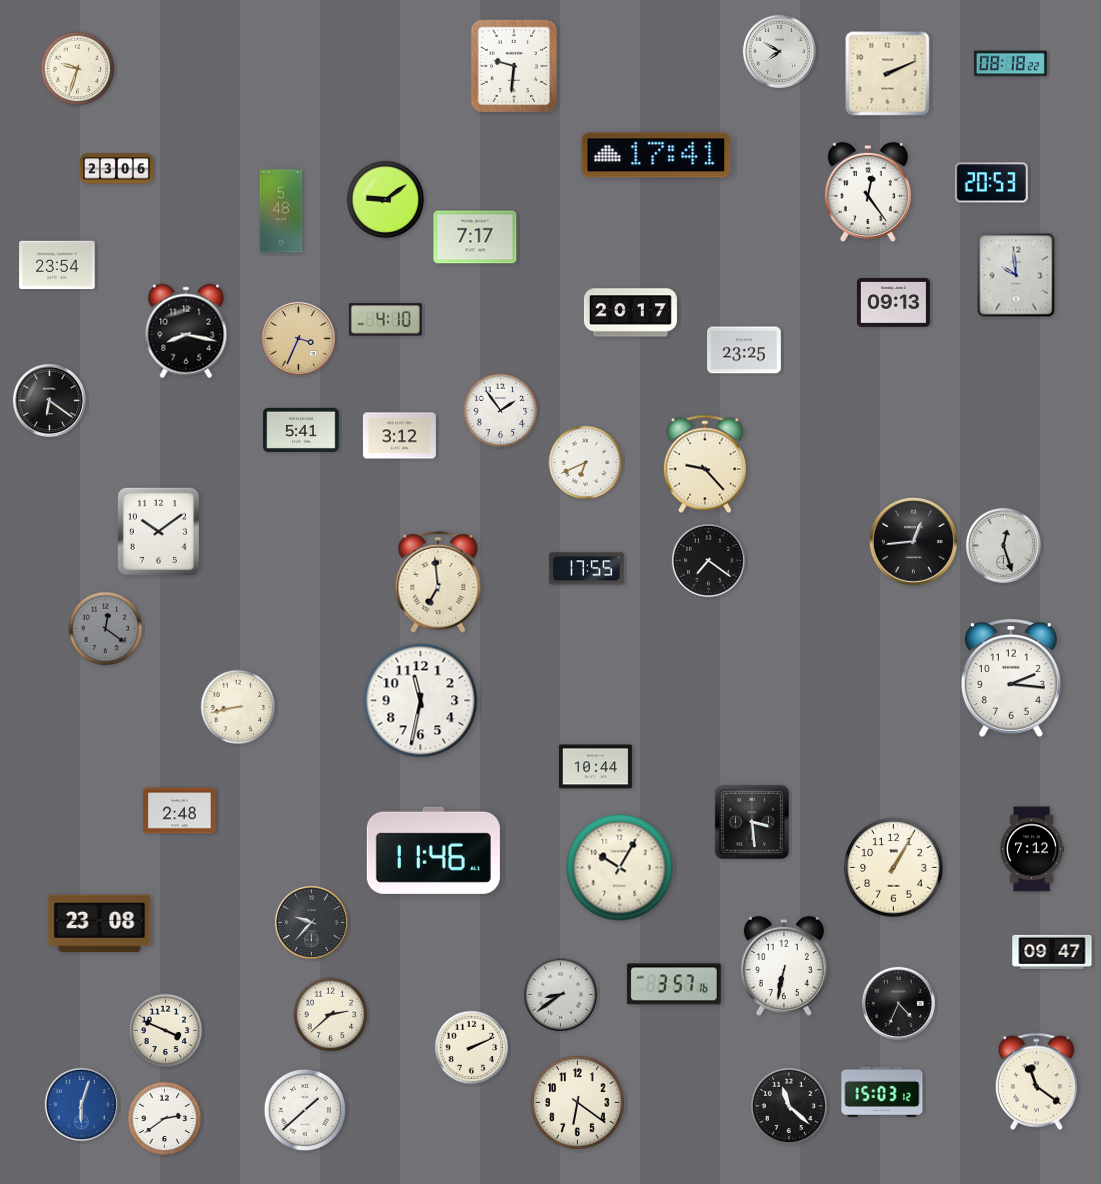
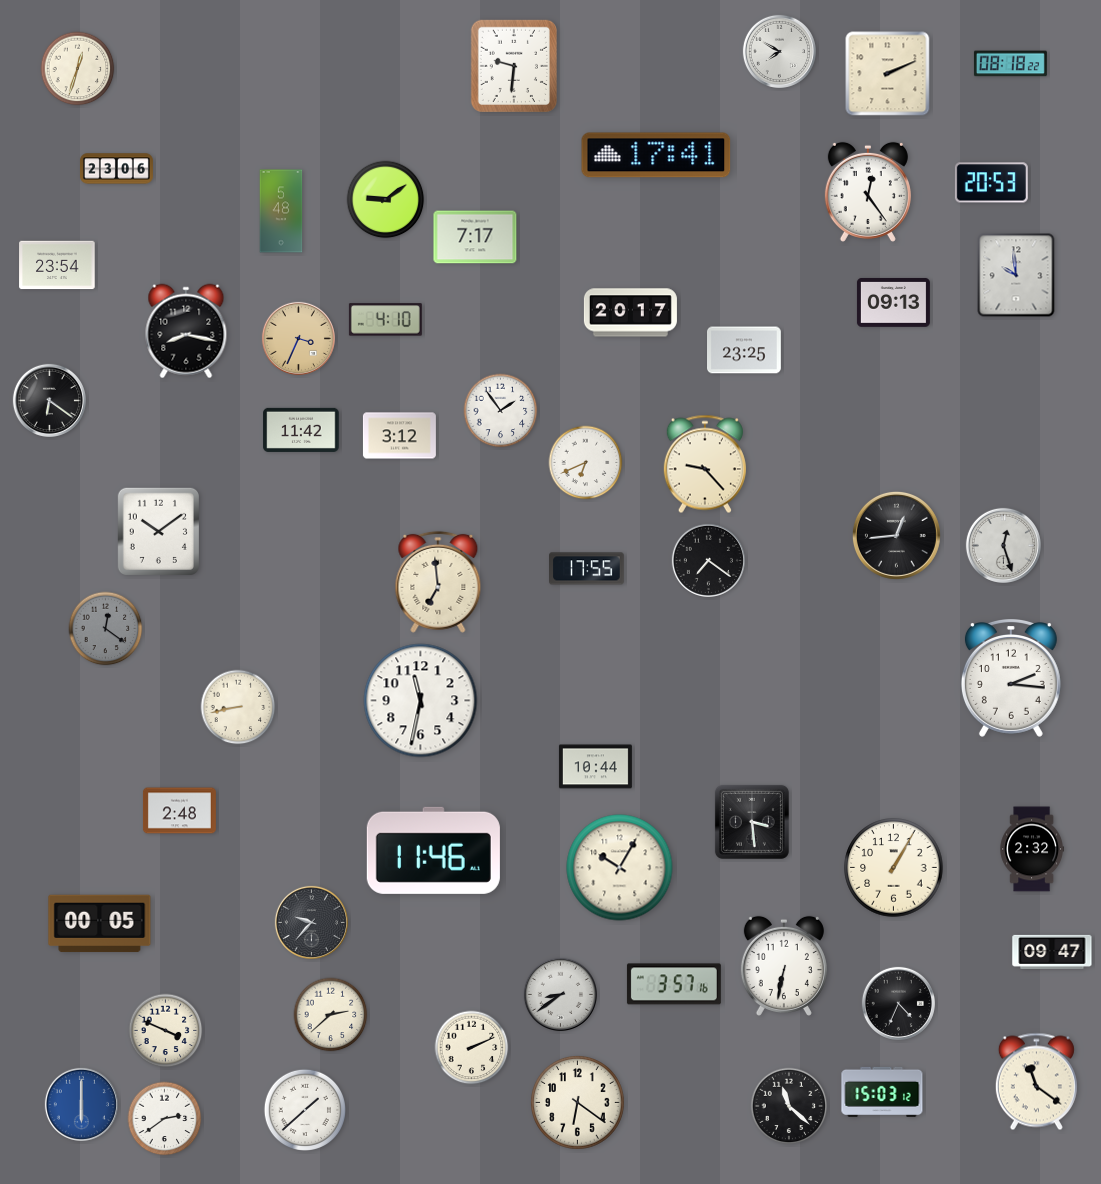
clock at (78, 69): 9:33 -> 12:33
clock at (301, 430): 5:41 -> 11:42
clock at (913, 541) position: (913, 541) -> (896, 535)
clock at (1031, 849): 7:12 -> 2:32
clock at (100, 924): 23:08 -> 00:05
clock at (81, 1104): 6:03 -> 6:00
